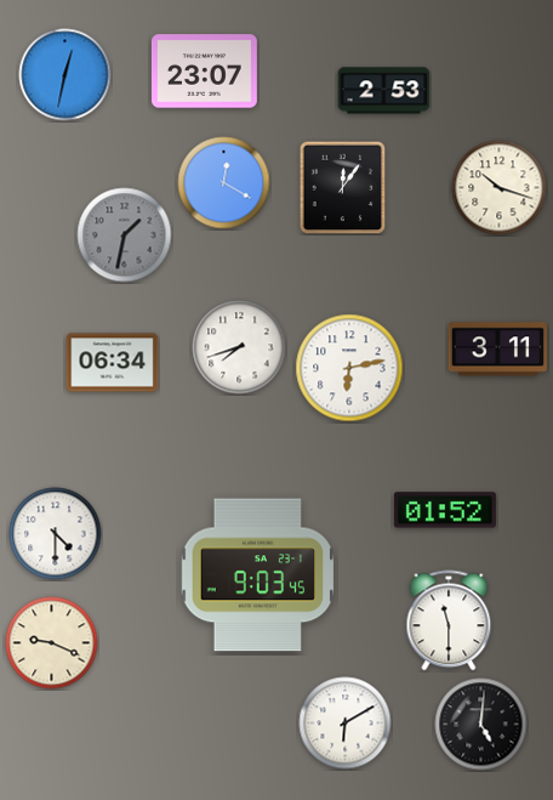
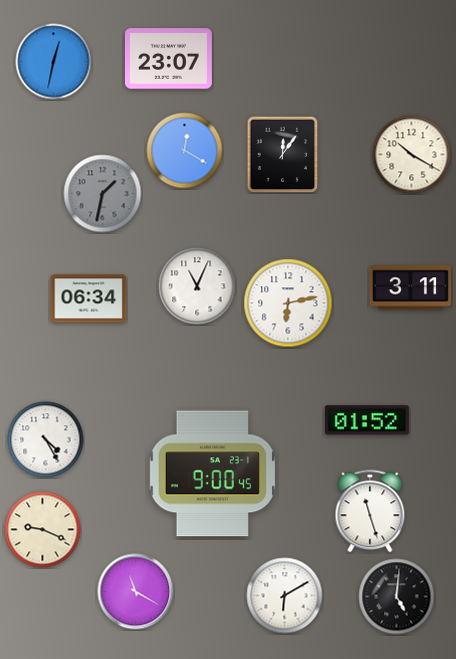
clock at (384, 91): 2:53 -> none
clock at (500, 188): 10:18 -> 10:20
clock at (239, 347): 7:42 -> 11:04
clock at (113, 363) position: (113, 363) -> (89, 299)
clock at (56, 534): 4:30 -> 4:25
clock at (258, 575): 9:03 -> 9:00
clock at (449, 620): 11:30 -> 11:27
clock at (136, 592): none -> 11:20
